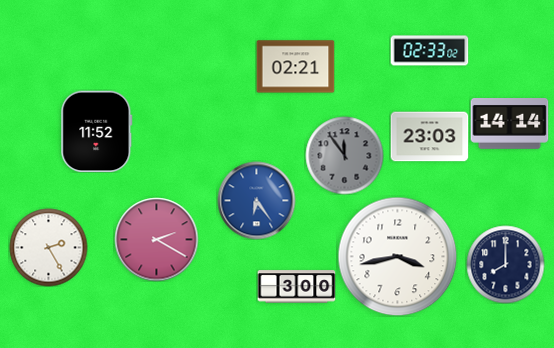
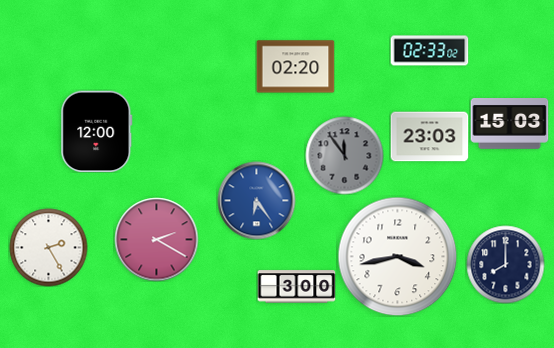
clock at (295, 67): 02:21 -> 02:20
clock at (509, 124): 14:14 -> 15:03
clock at (97, 131): 11:52 -> 12:00
